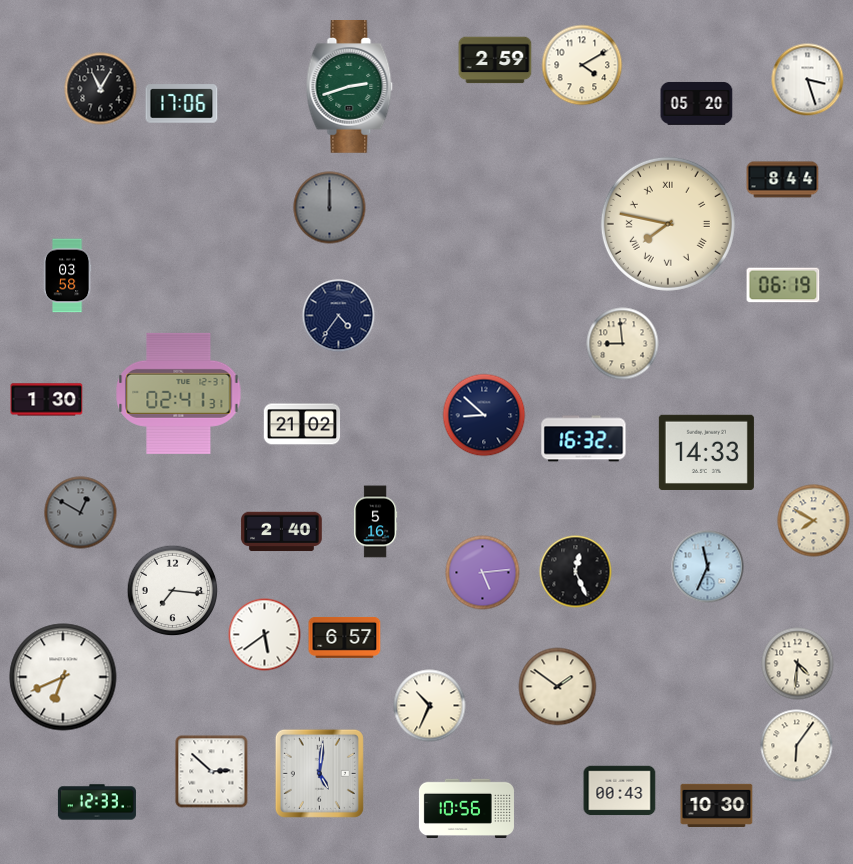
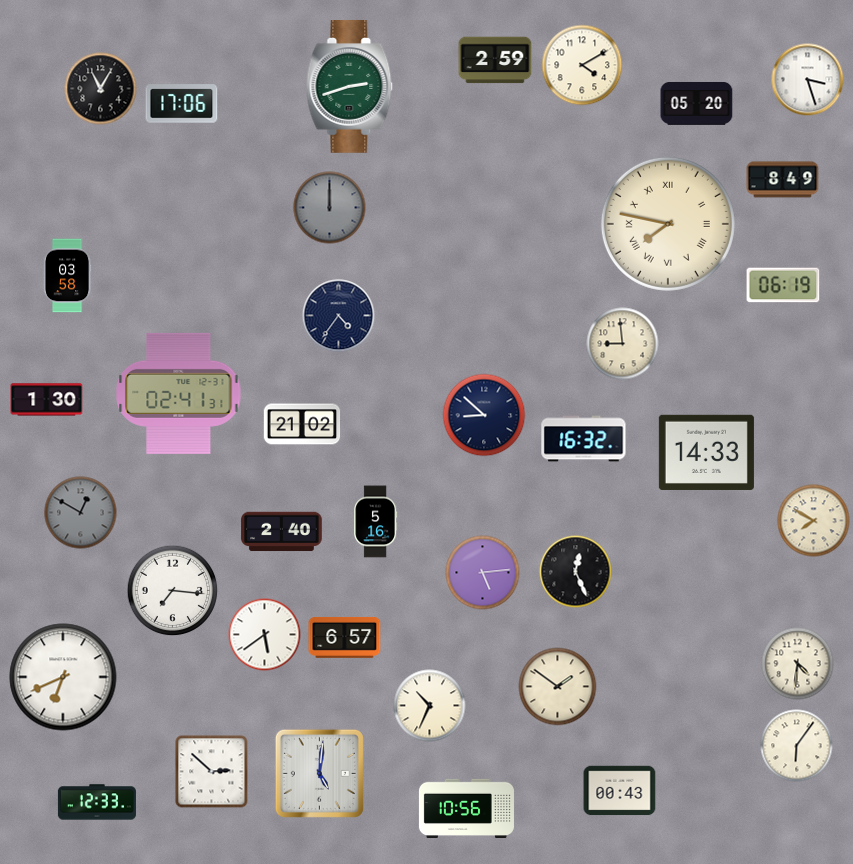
clock at (783, 180): 8:44 -> 8:49
clock at (708, 567): 11:34 -> none
clock at (717, 805): 10:30 -> none
